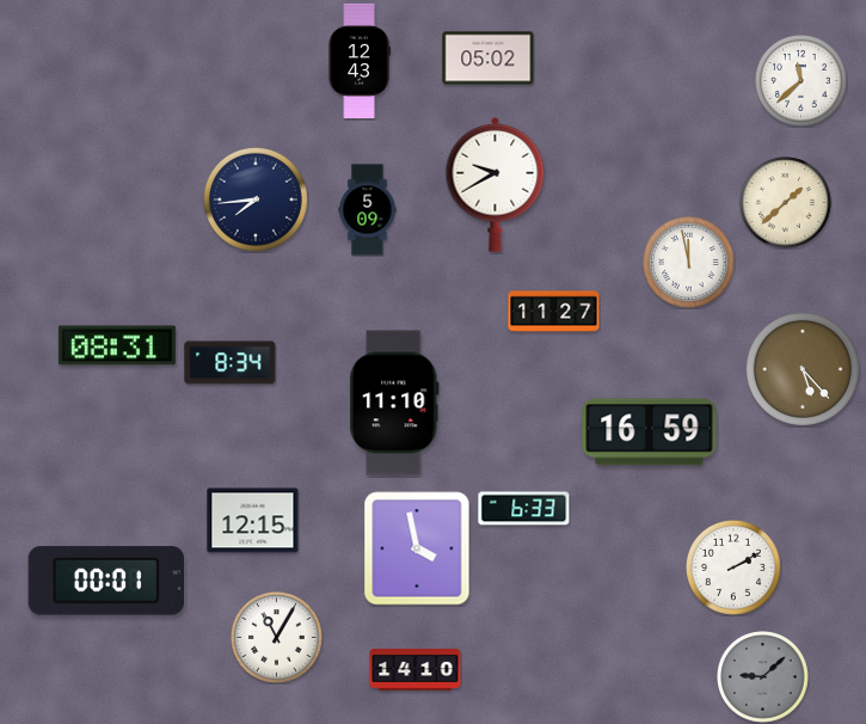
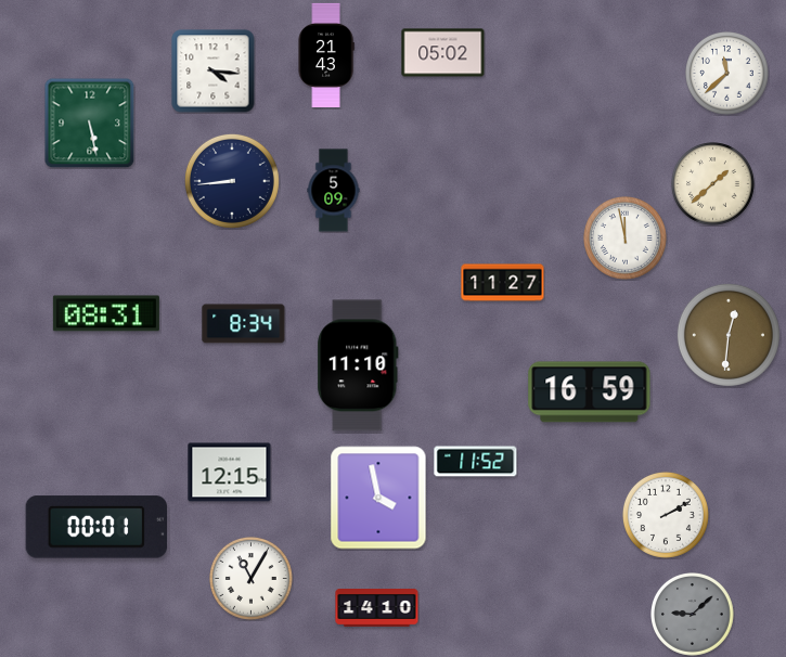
clock at (360, 61): 12:43 -> 21:43
clock at (214, 72): none -> 4:16
clock at (89, 123): none -> 5:28
clock at (496, 184): 9:40 -> none
clock at (256, 200): 7:44 -> 8:44
clock at (231, 363) position: (231, 363) -> (244, 324)
clock at (803, 369): 5:23 -> 12:31
clock at (524, 509): 6:33 -> 11:52
